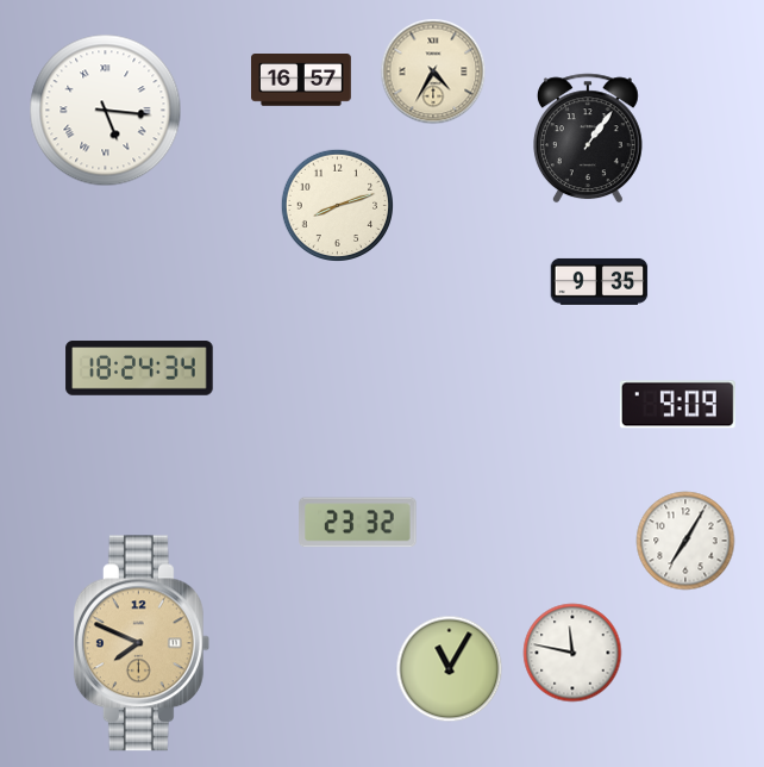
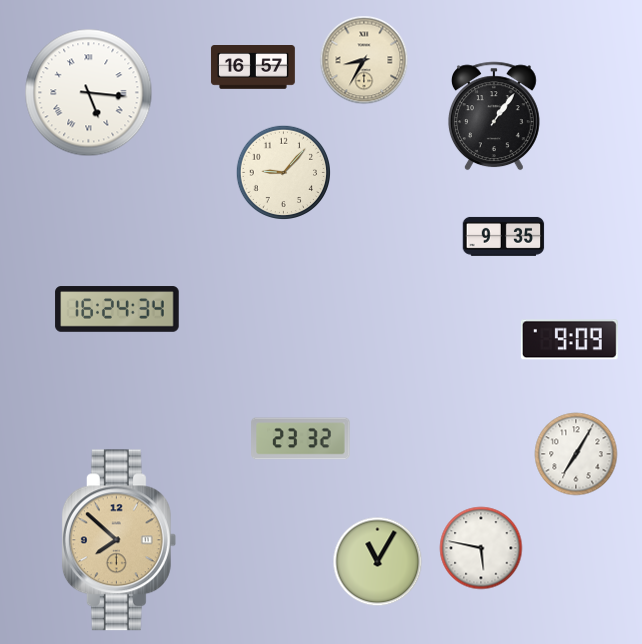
clock at (433, 71): 4:35 -> 8:35
clock at (337, 205): 8:12 -> 9:07
clock at (139, 368): 18:24 -> 16:24
clock at (142, 643): 7:49 -> 7:52
clock at (572, 653): 11:47 -> 5:47
